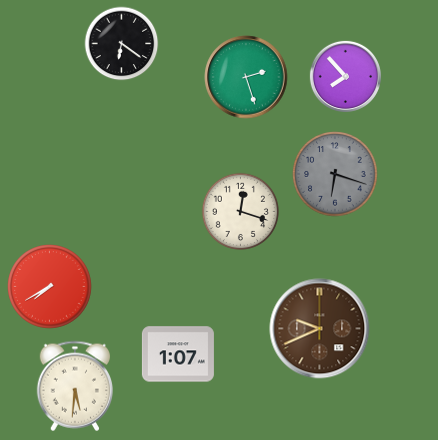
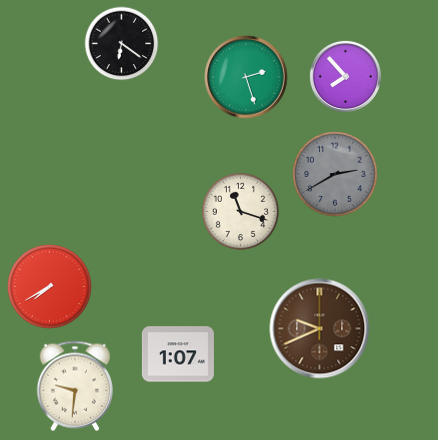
clock at (335, 174): 6:18 -> 2:40
clock at (240, 211): 12:18 -> 11:18
clock at (74, 386): 5:31 -> 9:31
